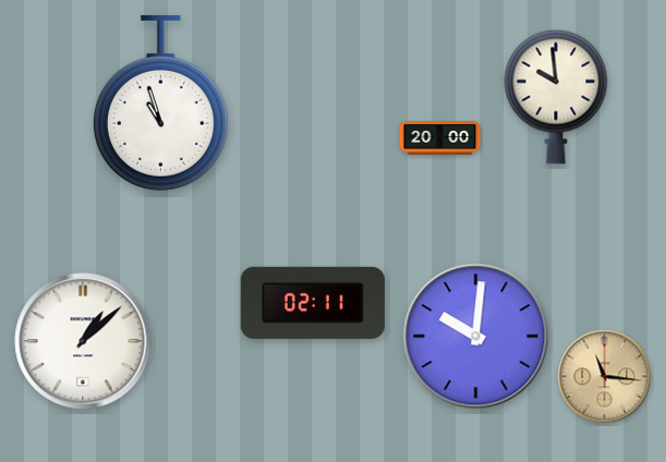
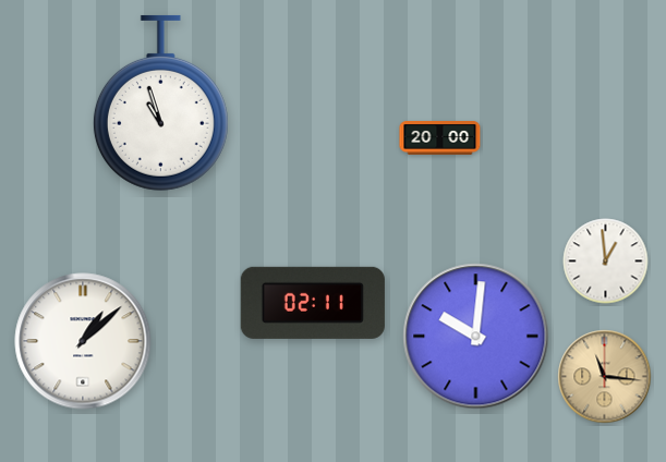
clock at (556, 97): 9:59 -> none
clock at (606, 262): none -> 12:59
